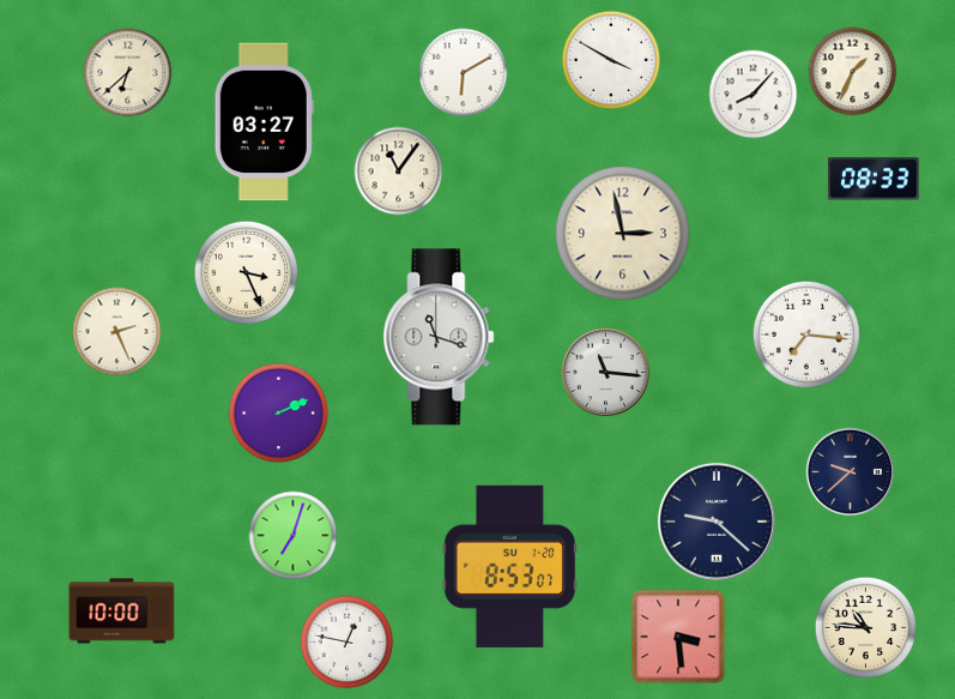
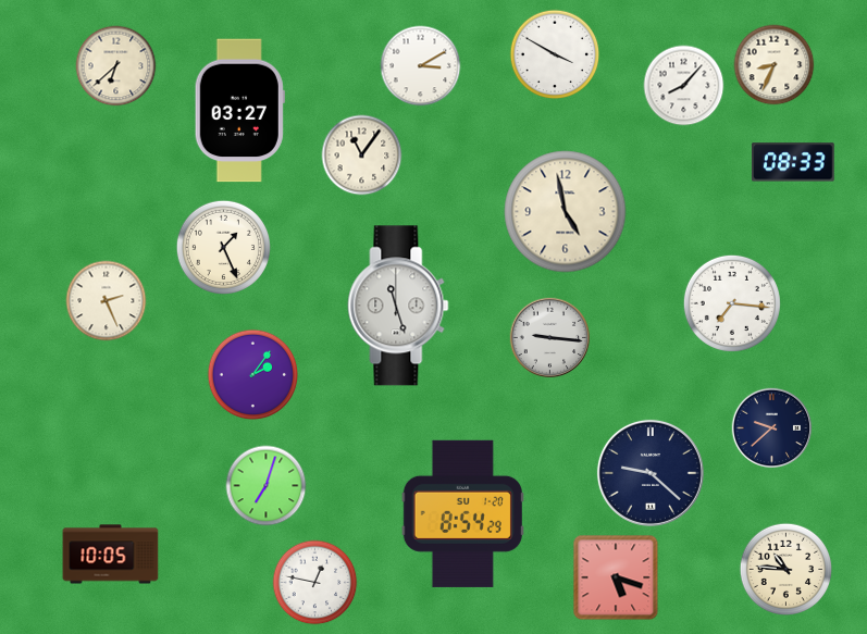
clock at (853, 72): 1:34 -> 8:34
clock at (464, 73): 6:10 -> 3:10
clock at (623, 234): 2:58 -> 4:58
clock at (246, 272): 3:26 -> 1:26
clock at (439, 337): 11:18 -> 11:27
clock at (606, 373): 11:16 -> 9:16
clock at (279, 414): 2:11 -> 2:06
clock at (509, 566): 8:53 -> 8:54
clock at (122, 611): 10:00 -> 10:05
clock at (678, 637): 3:29 -> 5:18
